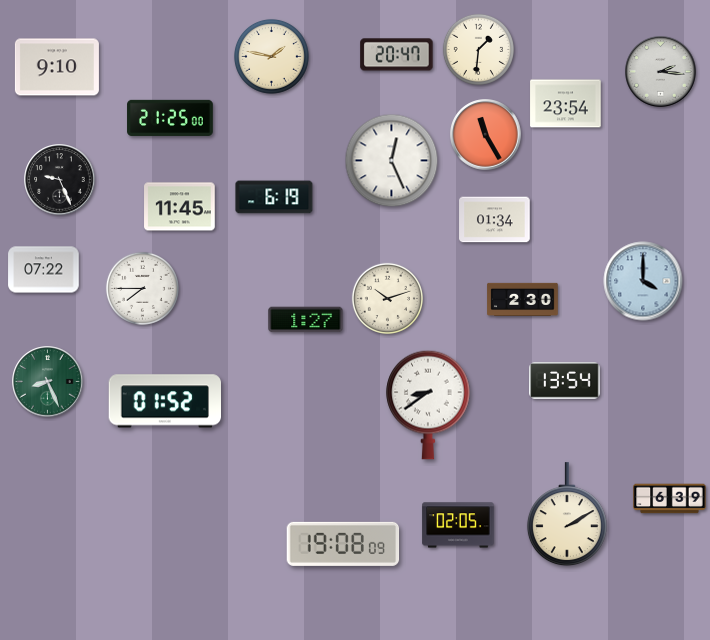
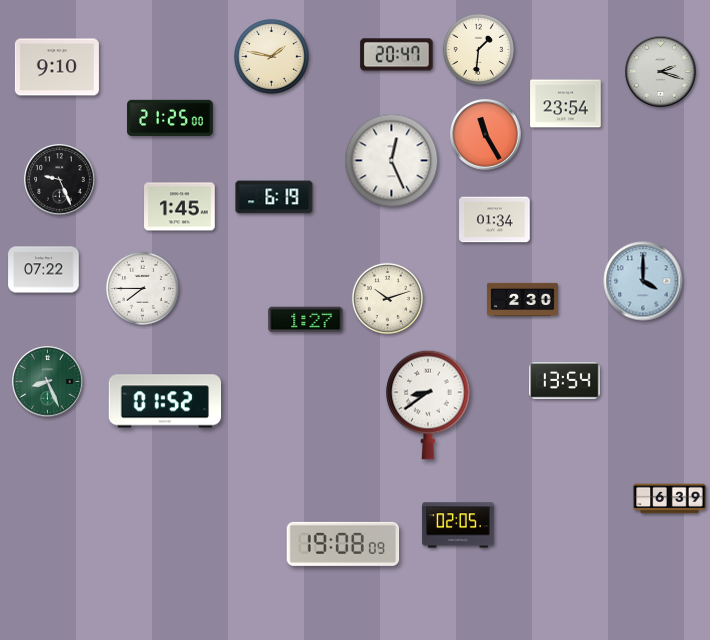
clock at (661, 72): 2:16 -> 2:18
clock at (180, 207): 11:45 -> 1:45
clock at (567, 515): 2:10 -> none
